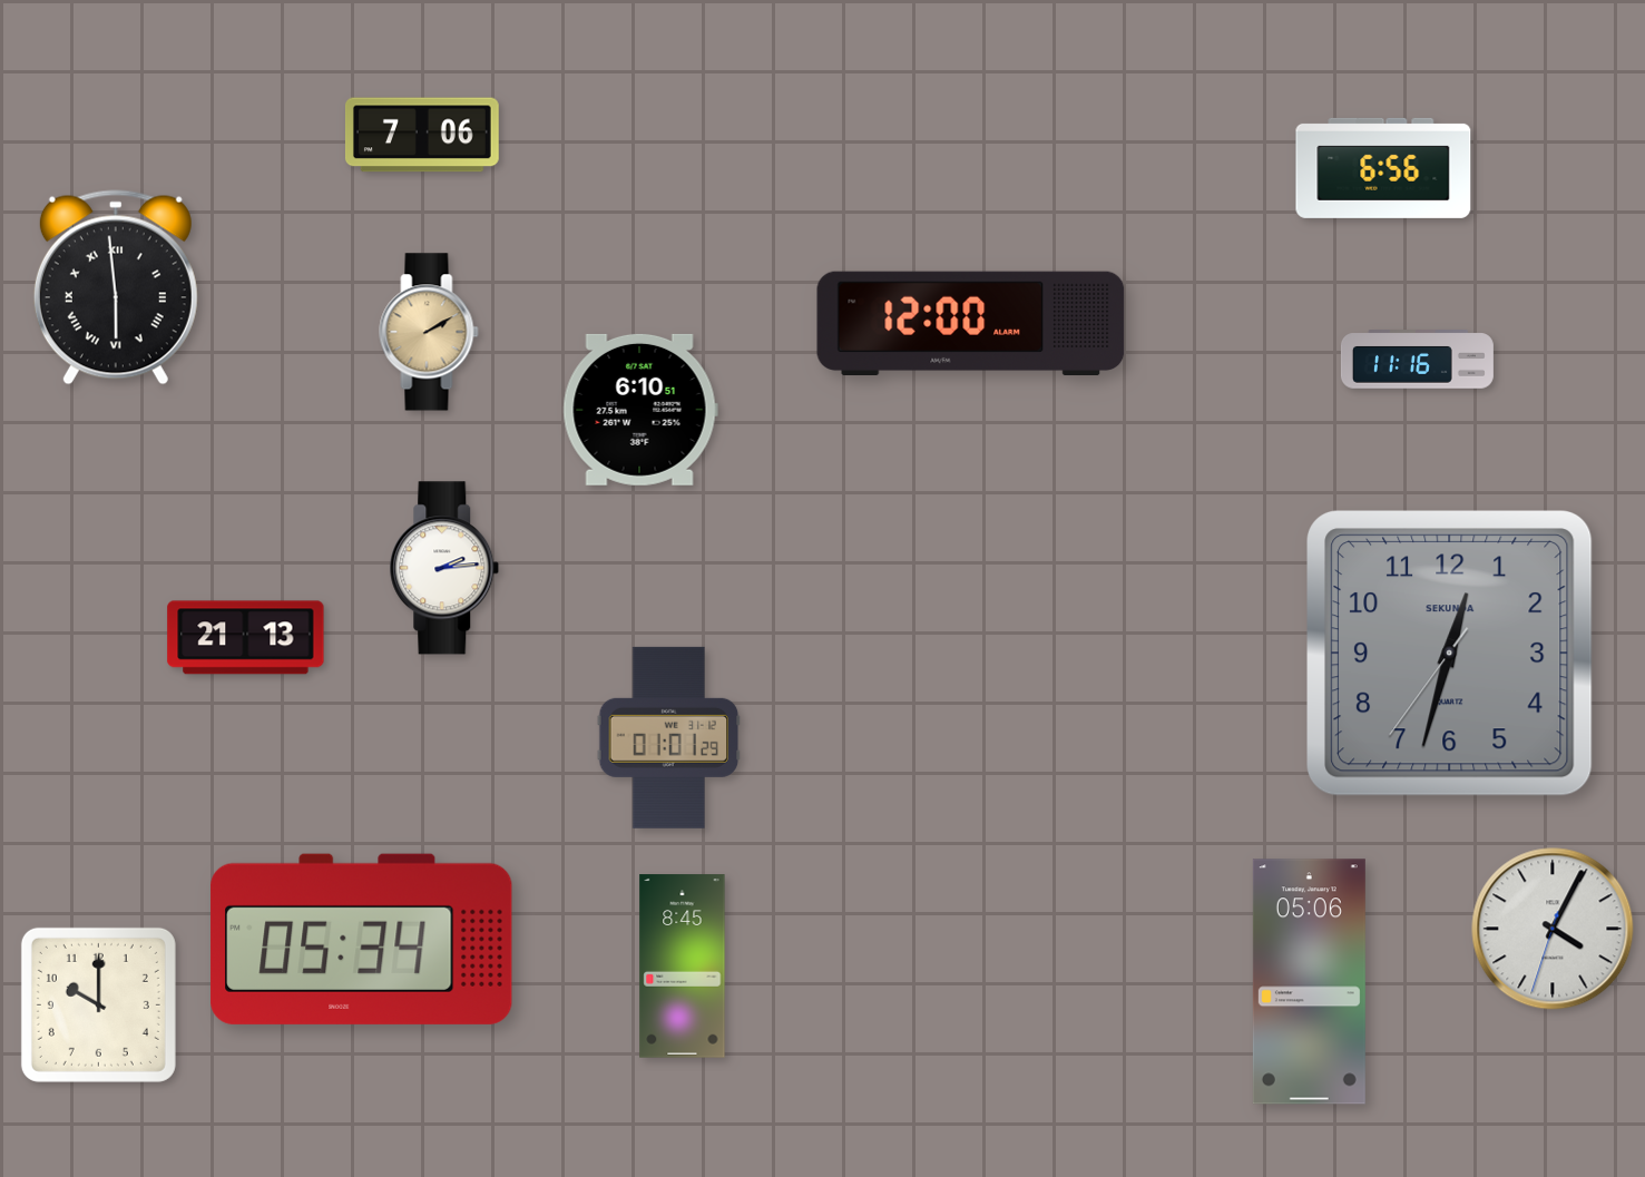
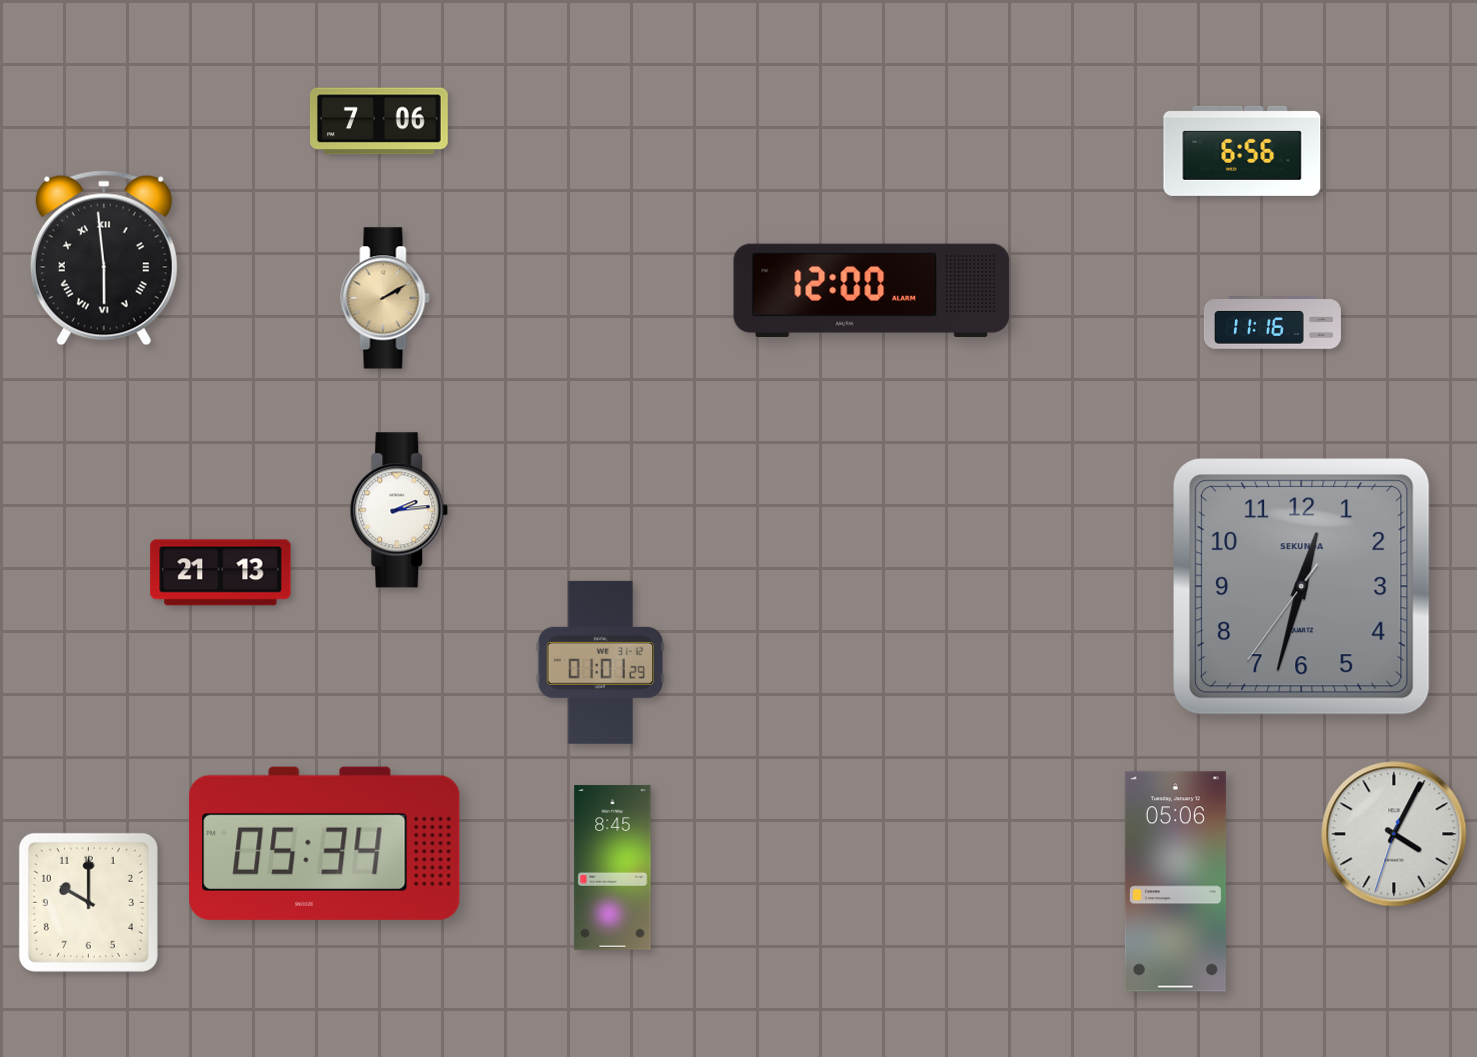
clock at (640, 410): 6:10 -> none
